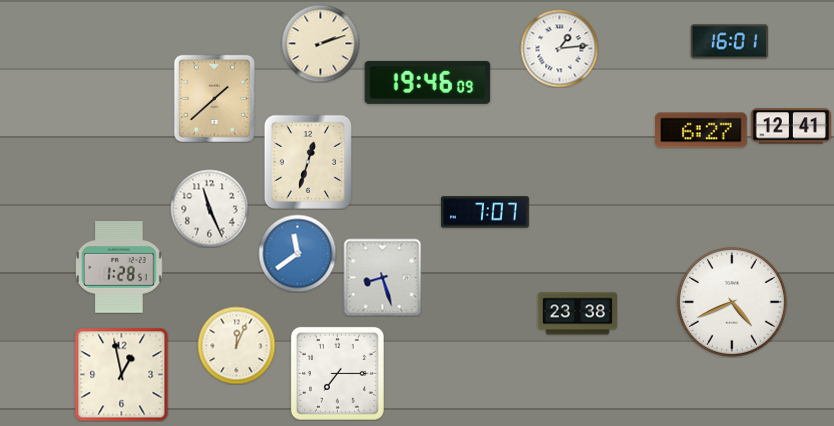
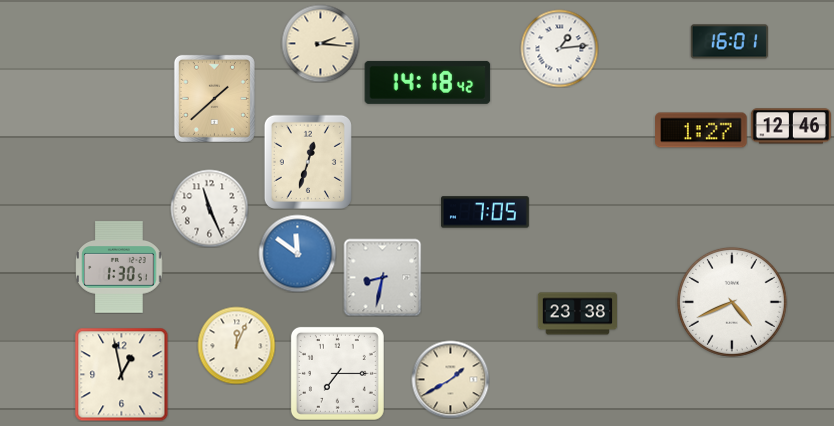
clock at (320, 43): 2:12 -> 2:16
clock at (428, 82): 19:46 -> 14:18
clock at (791, 126): 12:41 -> 12:46
clock at (701, 130): 6:27 -> 1:27
clock at (486, 212): 7:07 -> 7:05
clock at (297, 253): 11:39 -> 11:51
clock at (119, 267): 1:28 -> 1:30
clock at (382, 277): 8:27 -> 8:32
clock at (450, 379): none -> 1:40
